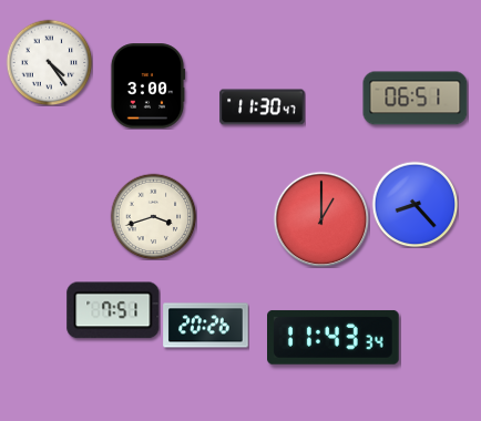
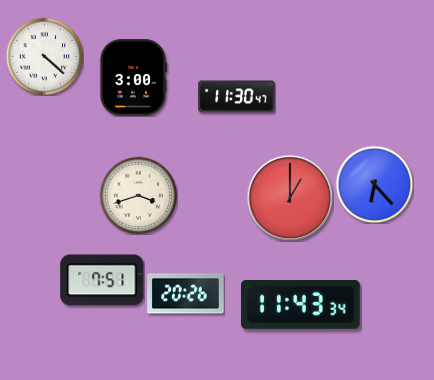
clock at (49, 62): 4:24 -> 4:22
clock at (416, 99): 06:51 -> none
clock at (415, 204): 8:23 -> 6:23
